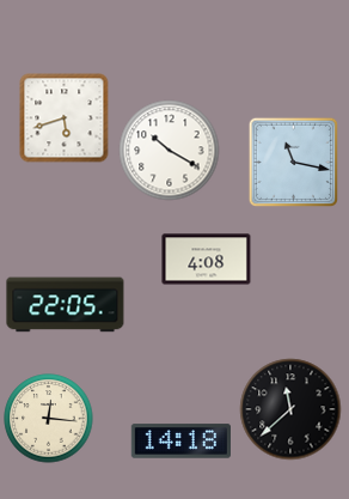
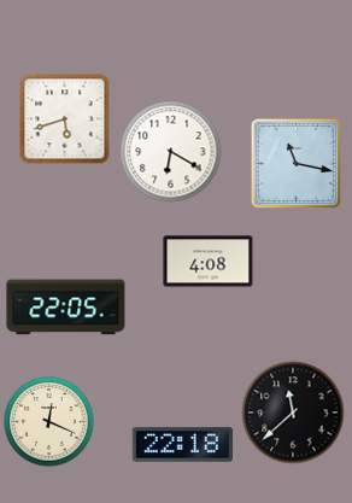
clock at (170, 151): 10:20 -> 6:20
clock at (49, 419): 12:16 -> 12:19
clock at (180, 442): 14:18 -> 22:18
